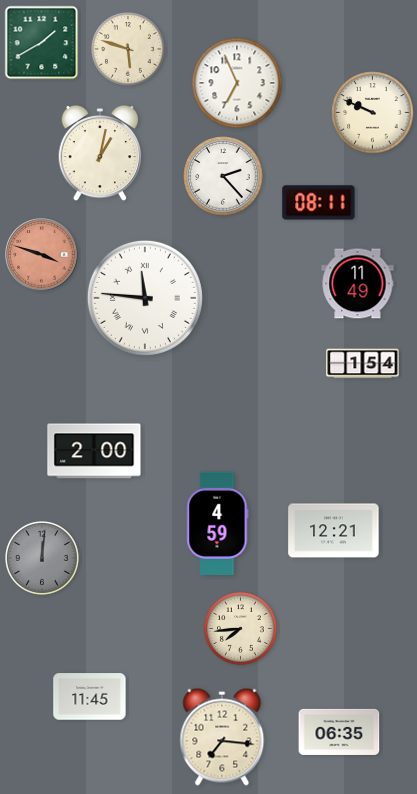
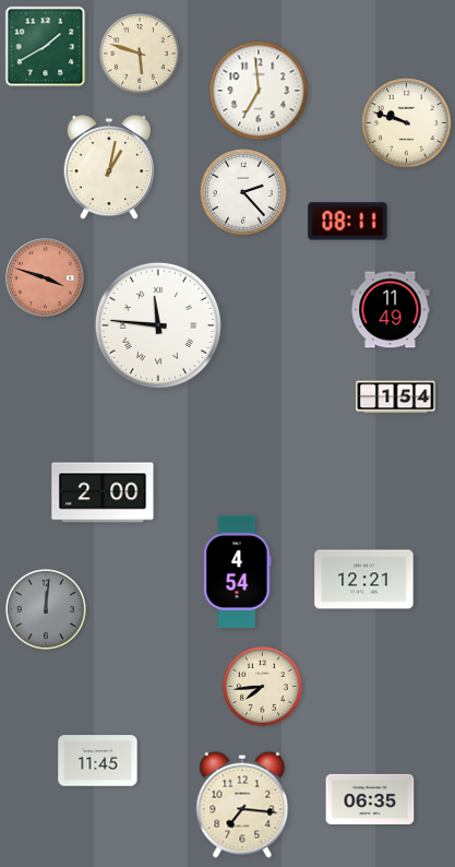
clock at (237, 83): 6:56 -> 6:59
clock at (373, 113): 9:49 -> 9:48
clock at (218, 523): 4:59 -> 4:54
